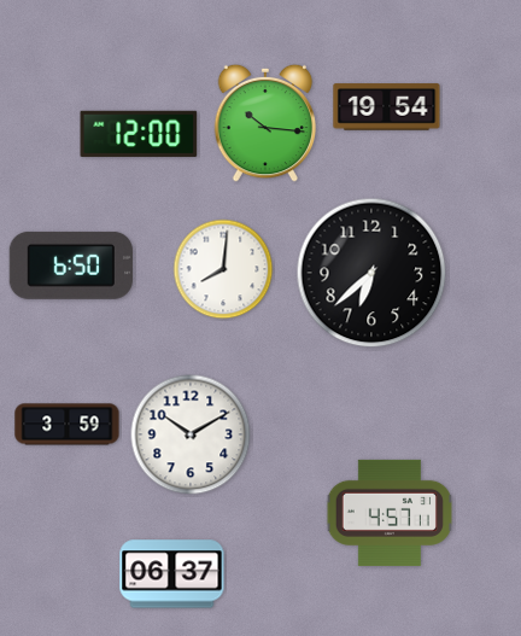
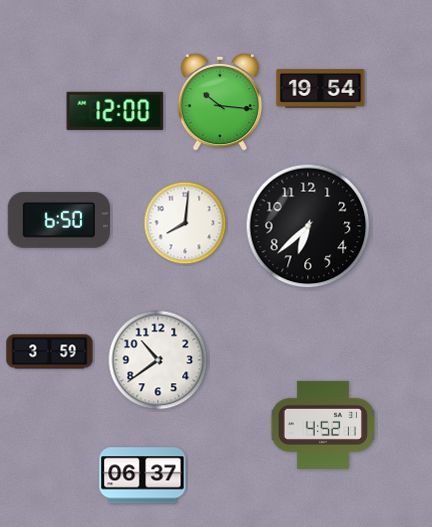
clock at (68, 425) position: (68, 425) -> (50, 352)
clock at (191, 434): 10:10 -> 10:39
clock at (388, 513): 4:57 -> 4:52
